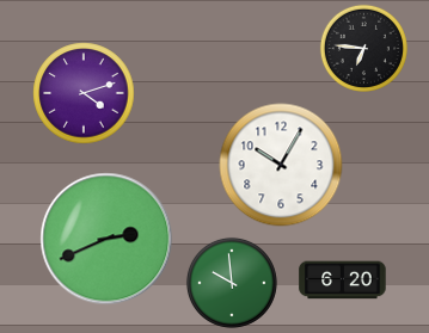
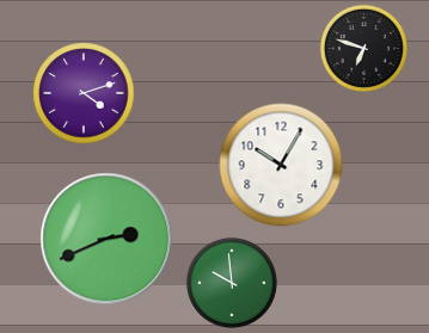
clock at (363, 48): 6:46 -> 6:48
clock at (343, 280): 6:20 -> none
